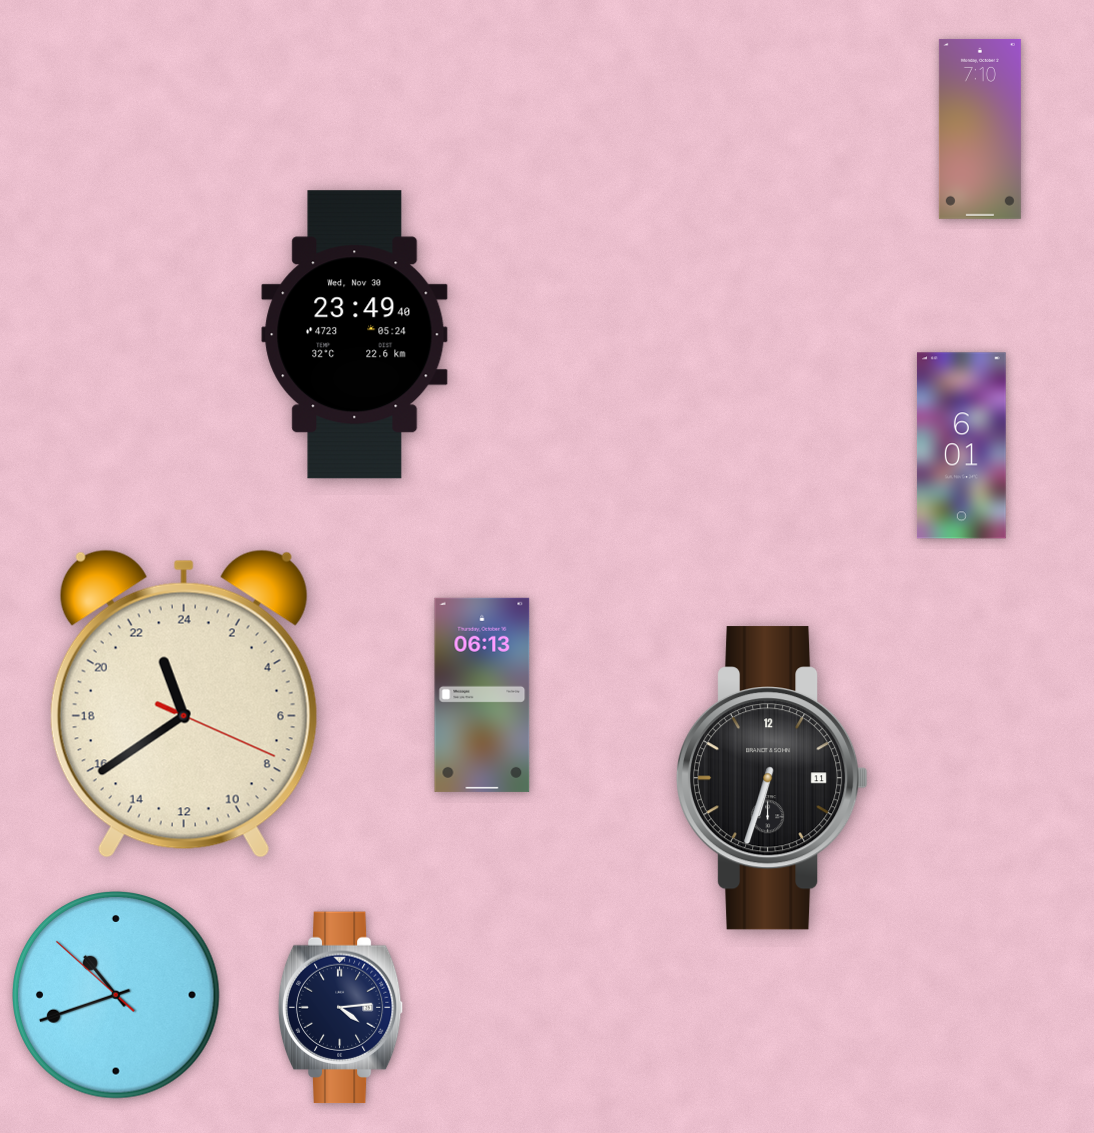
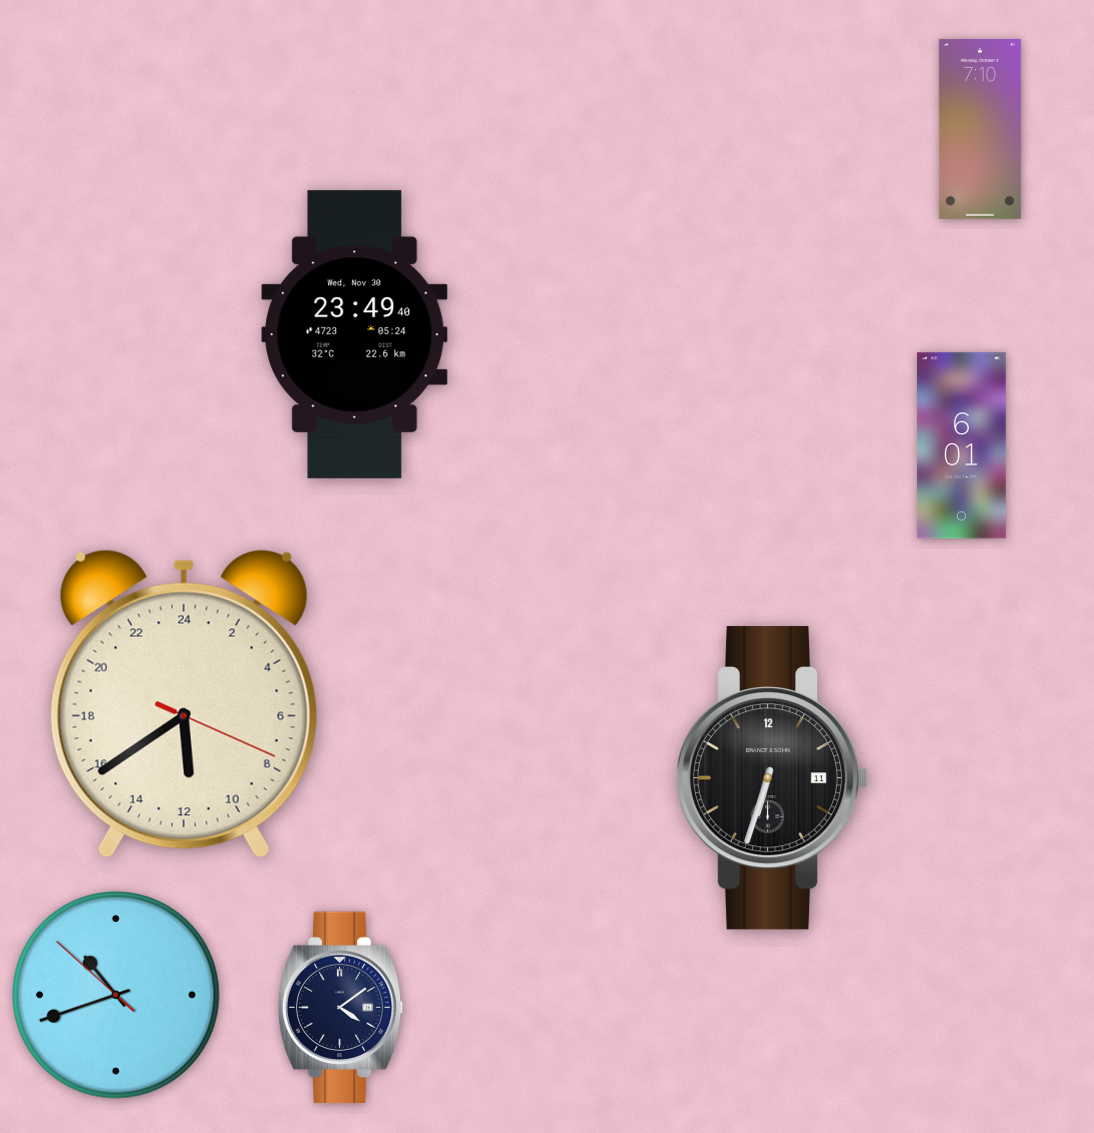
clock at (482, 695): 06:13 -> none
clock at (184, 704): 22:39 -> 11:39
clock at (341, 1008): 4:14 -> 4:09
